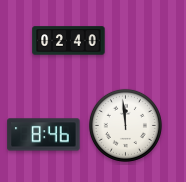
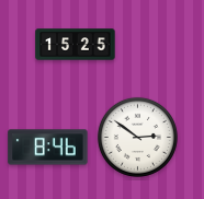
clock at (69, 41): 02:40 -> 15:25
clock at (125, 125): 11:59 -> 2:51
